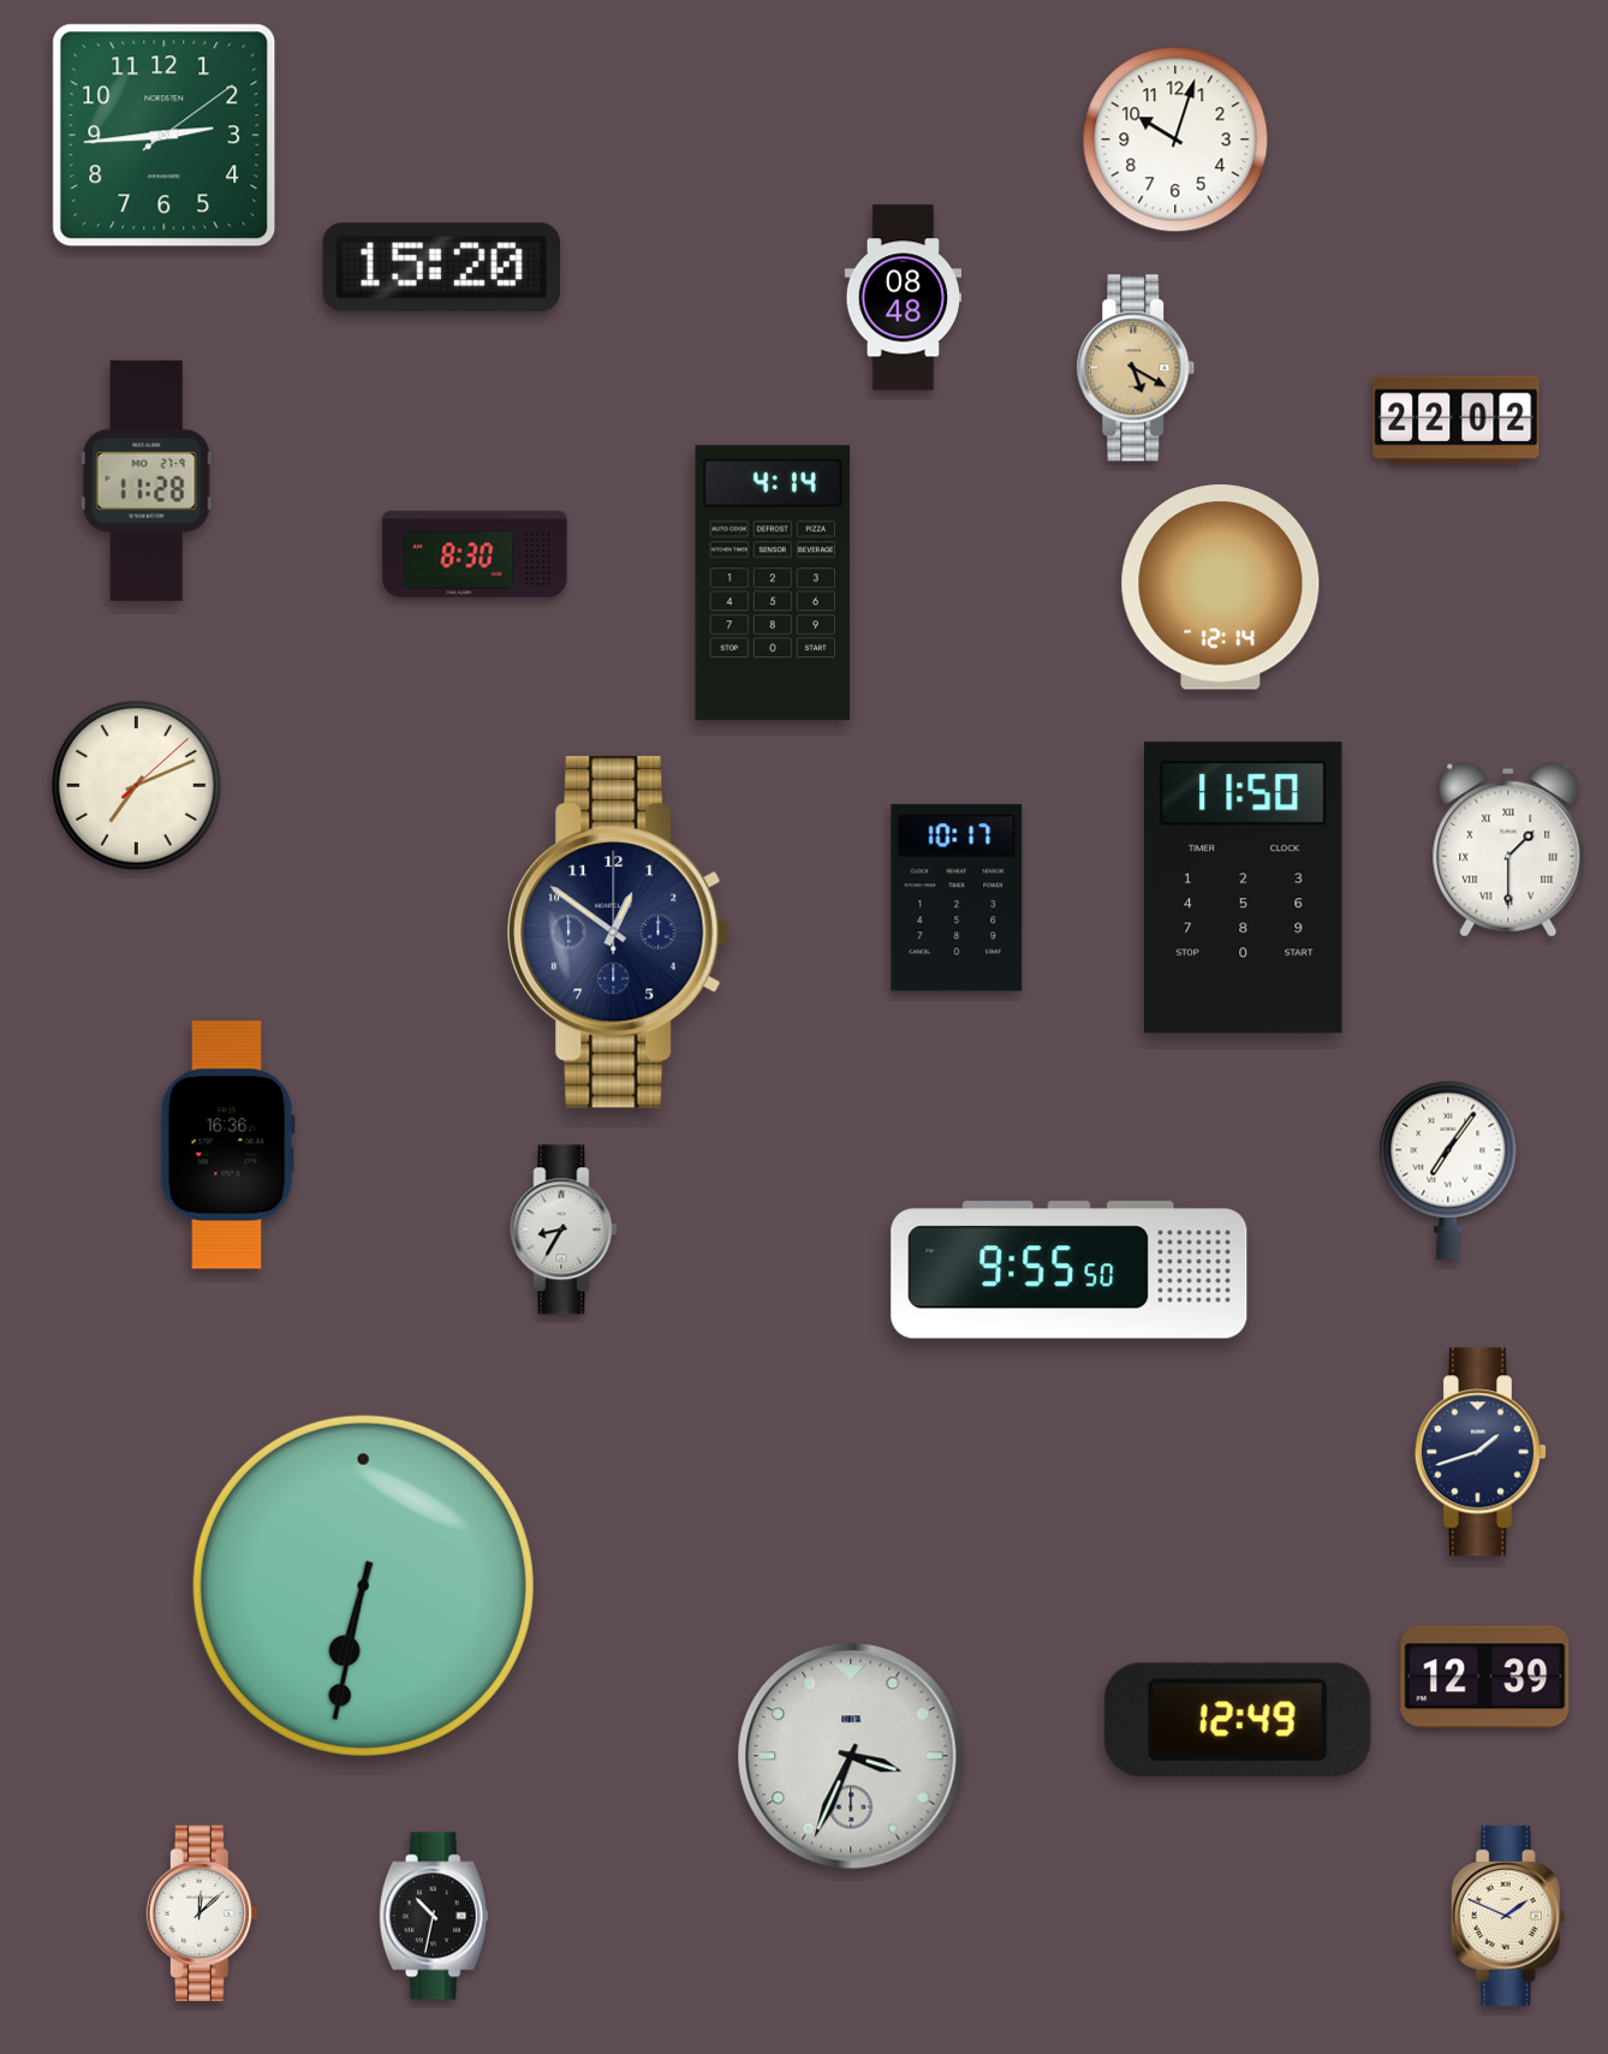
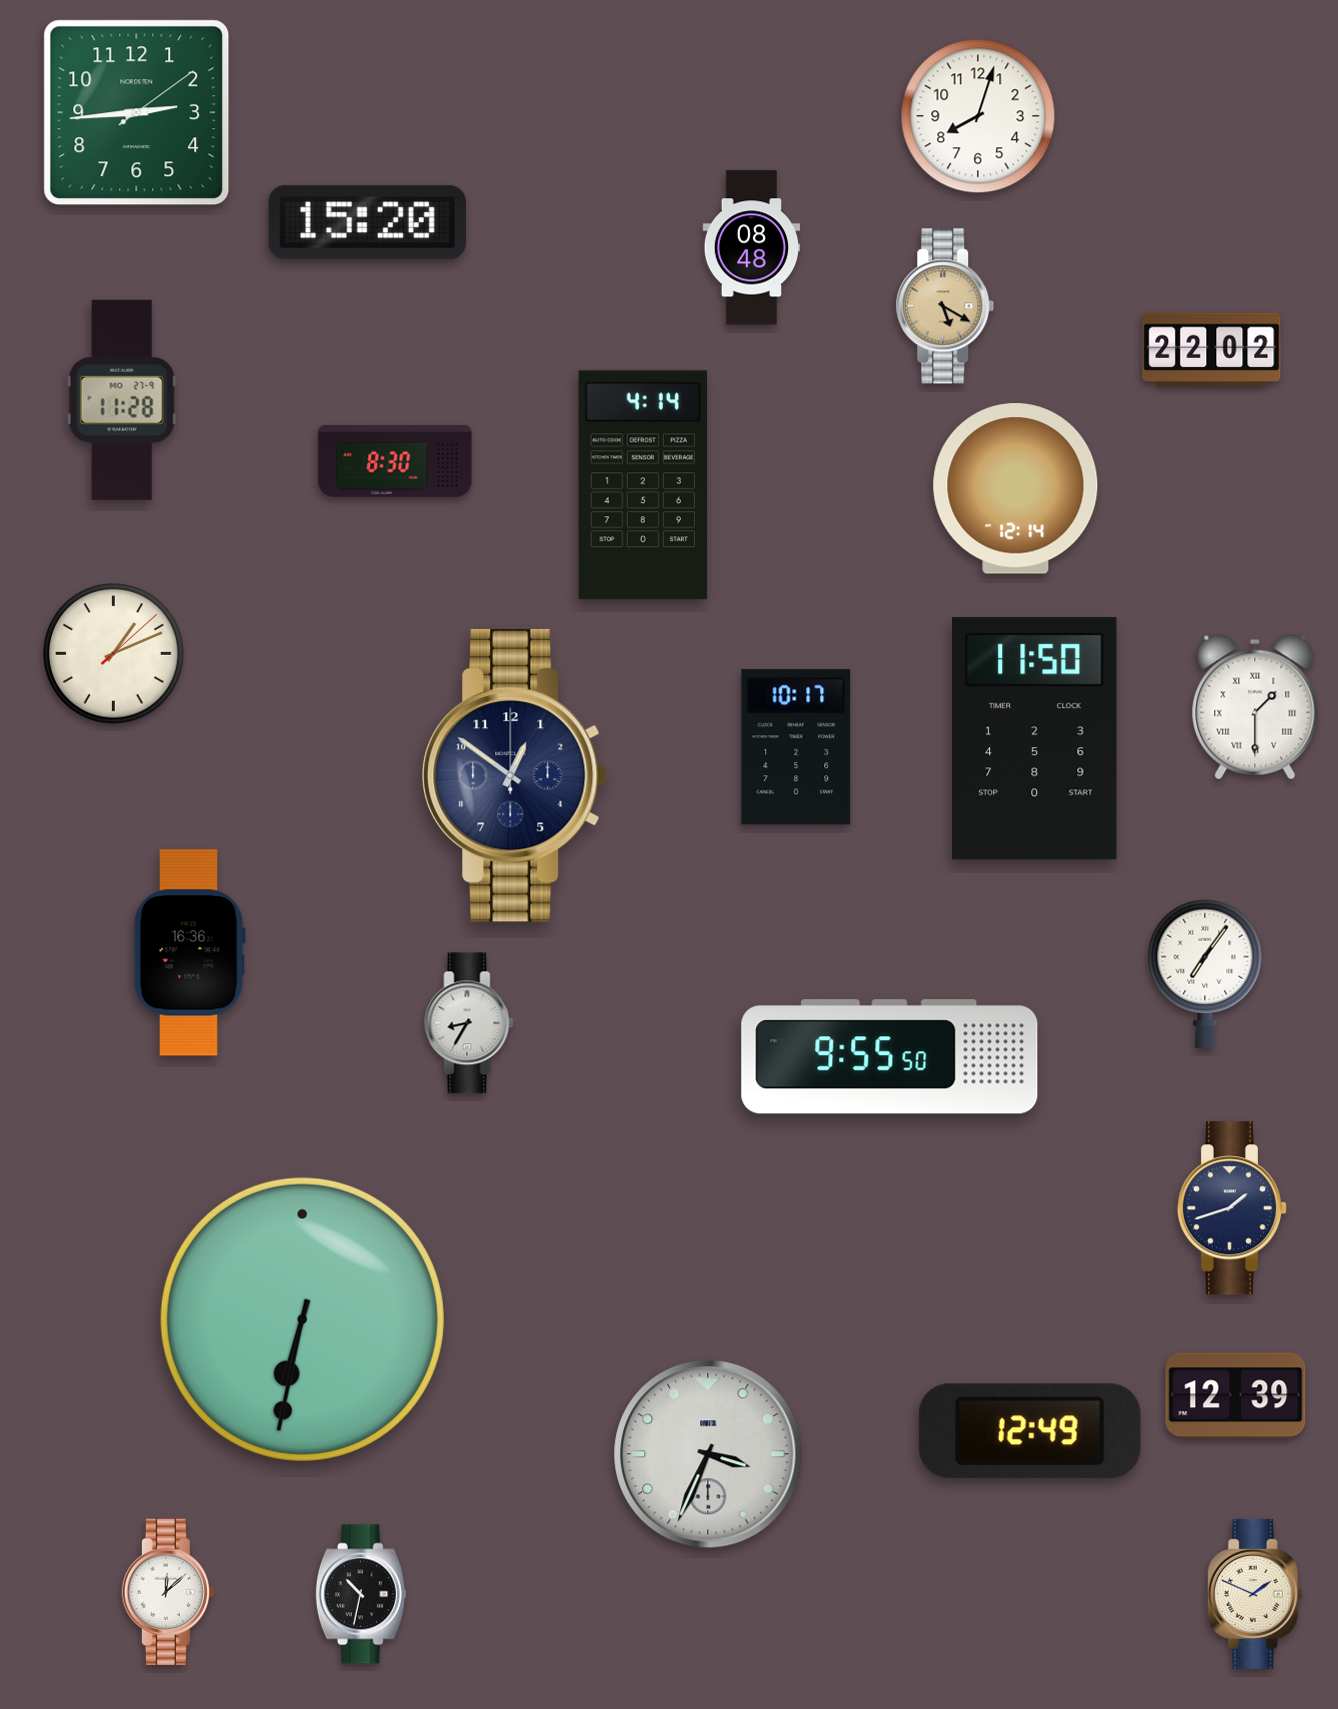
clock at (1175, 139): 10:03 -> 8:03
clock at (137, 786): 7:11 -> 1:11
clock at (851, 1756) position: (851, 1756) -> (708, 1454)
